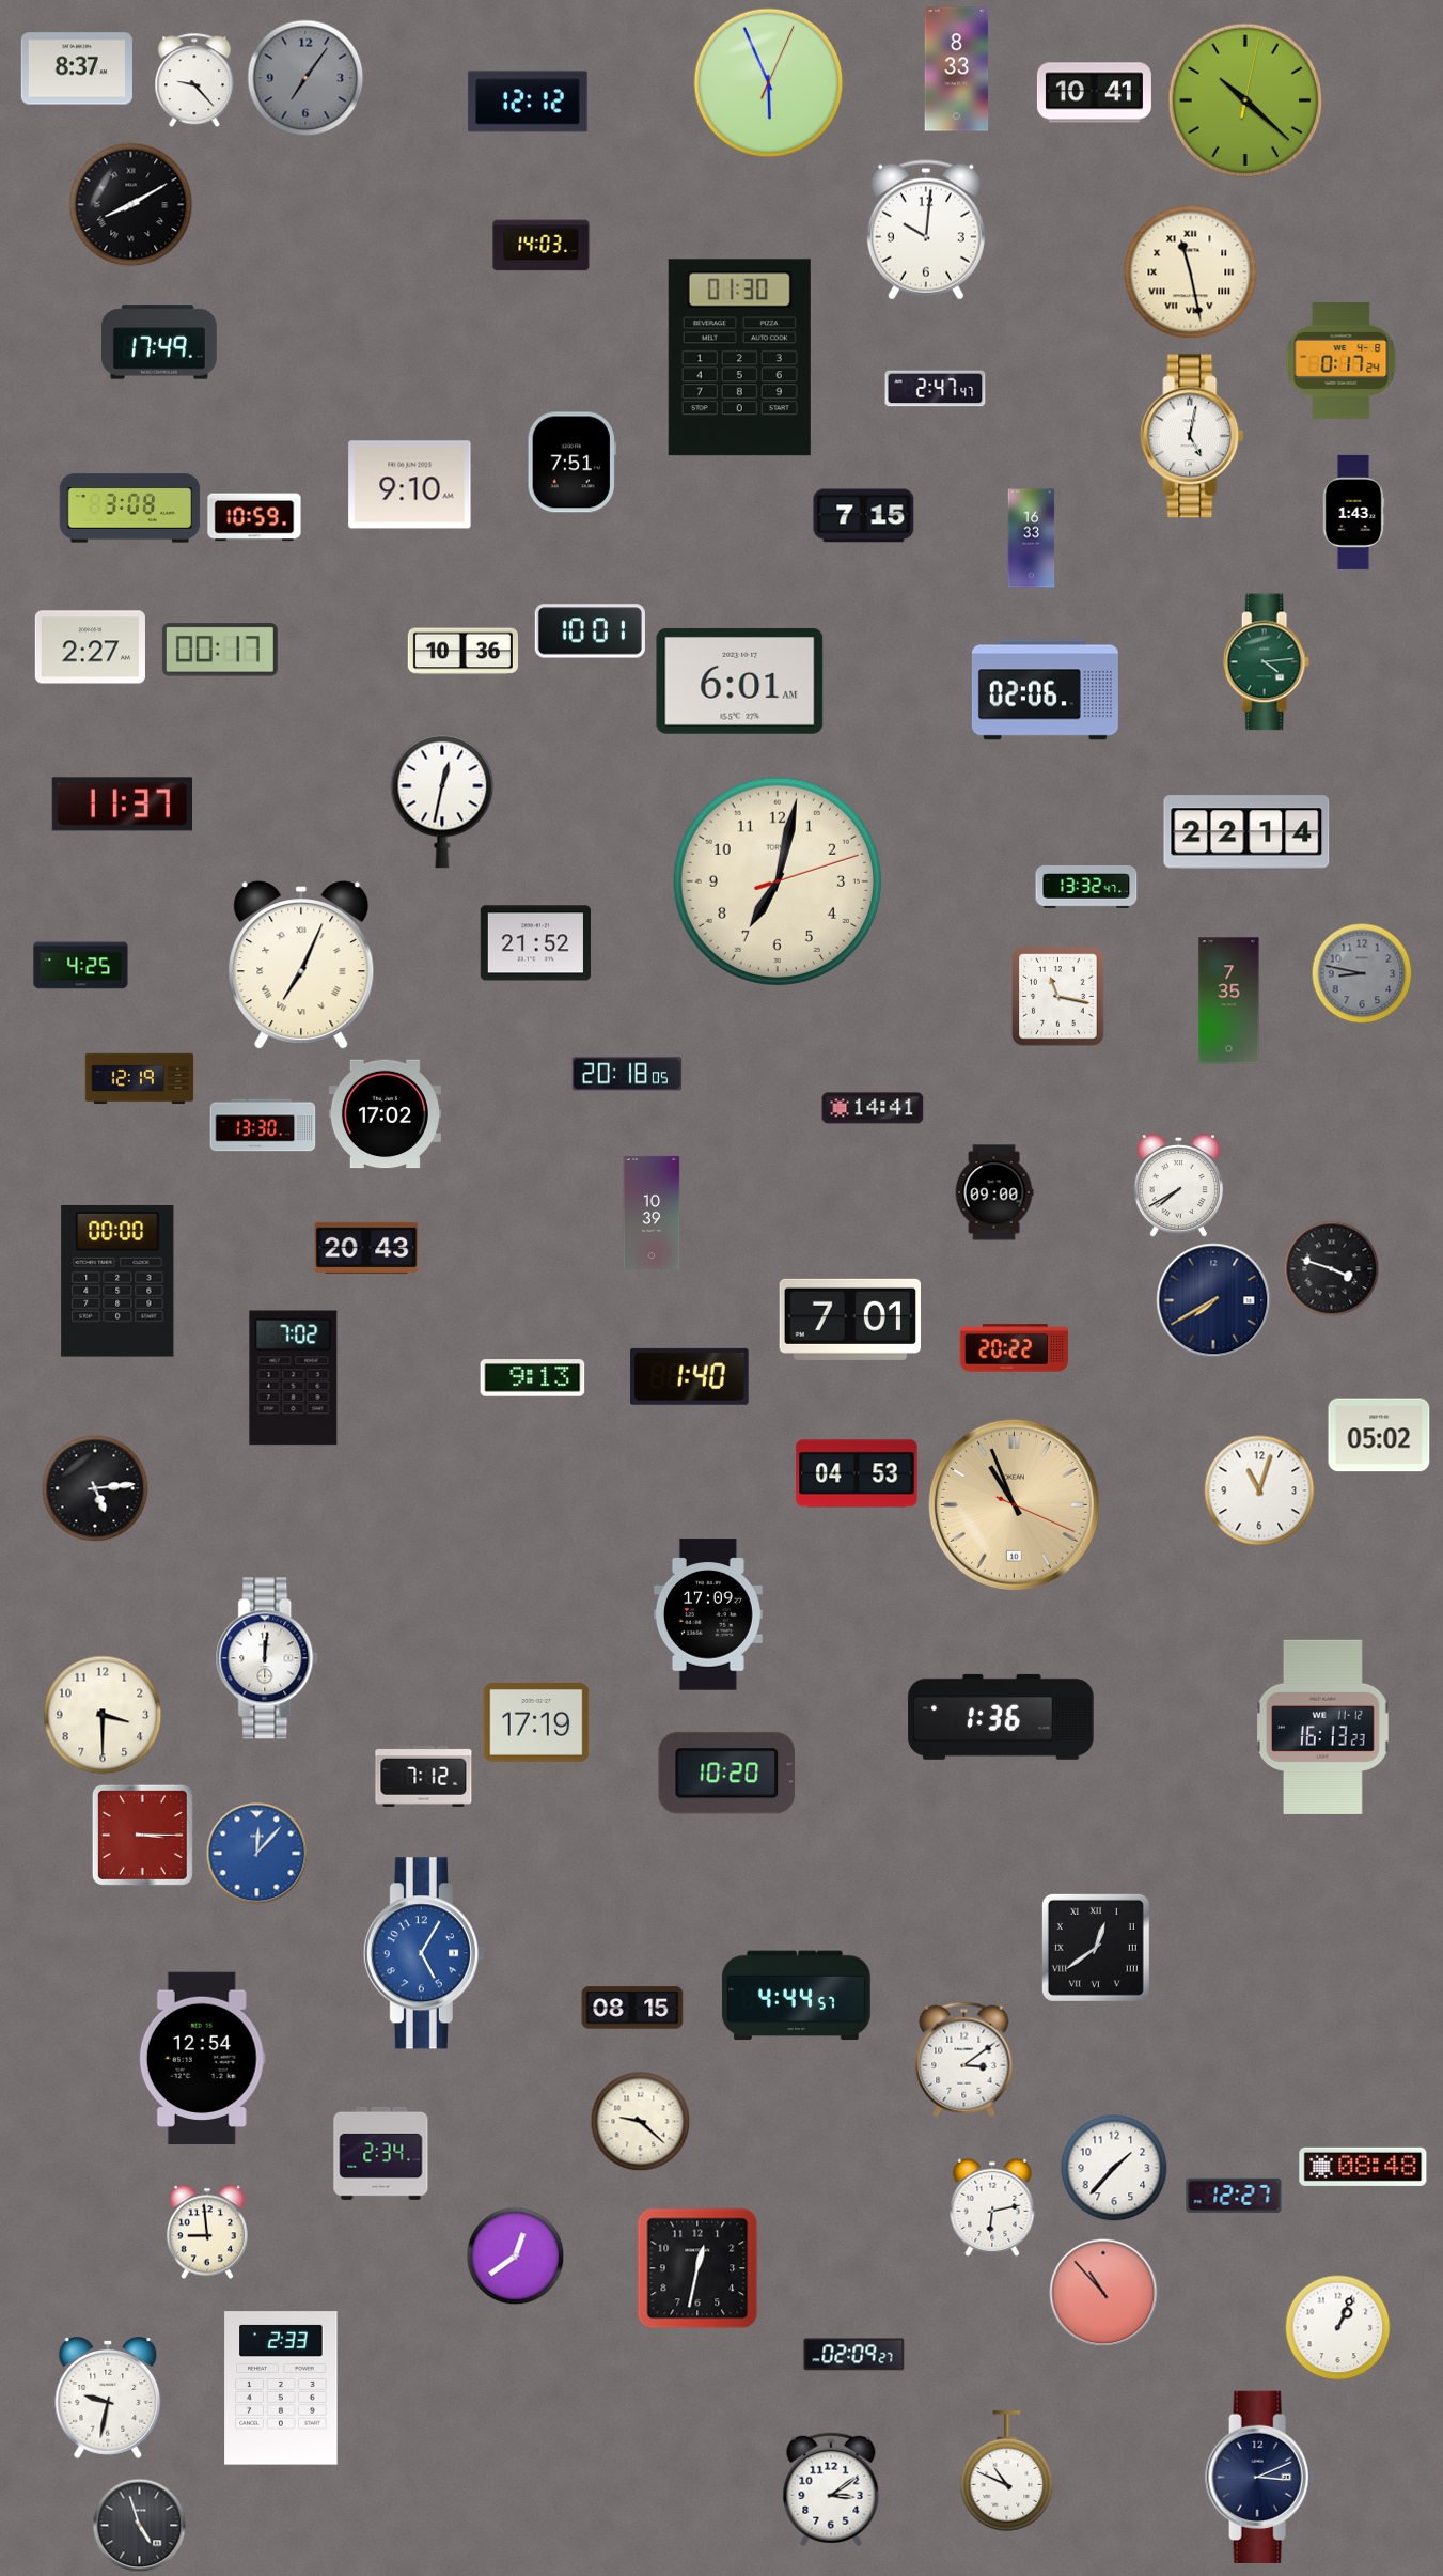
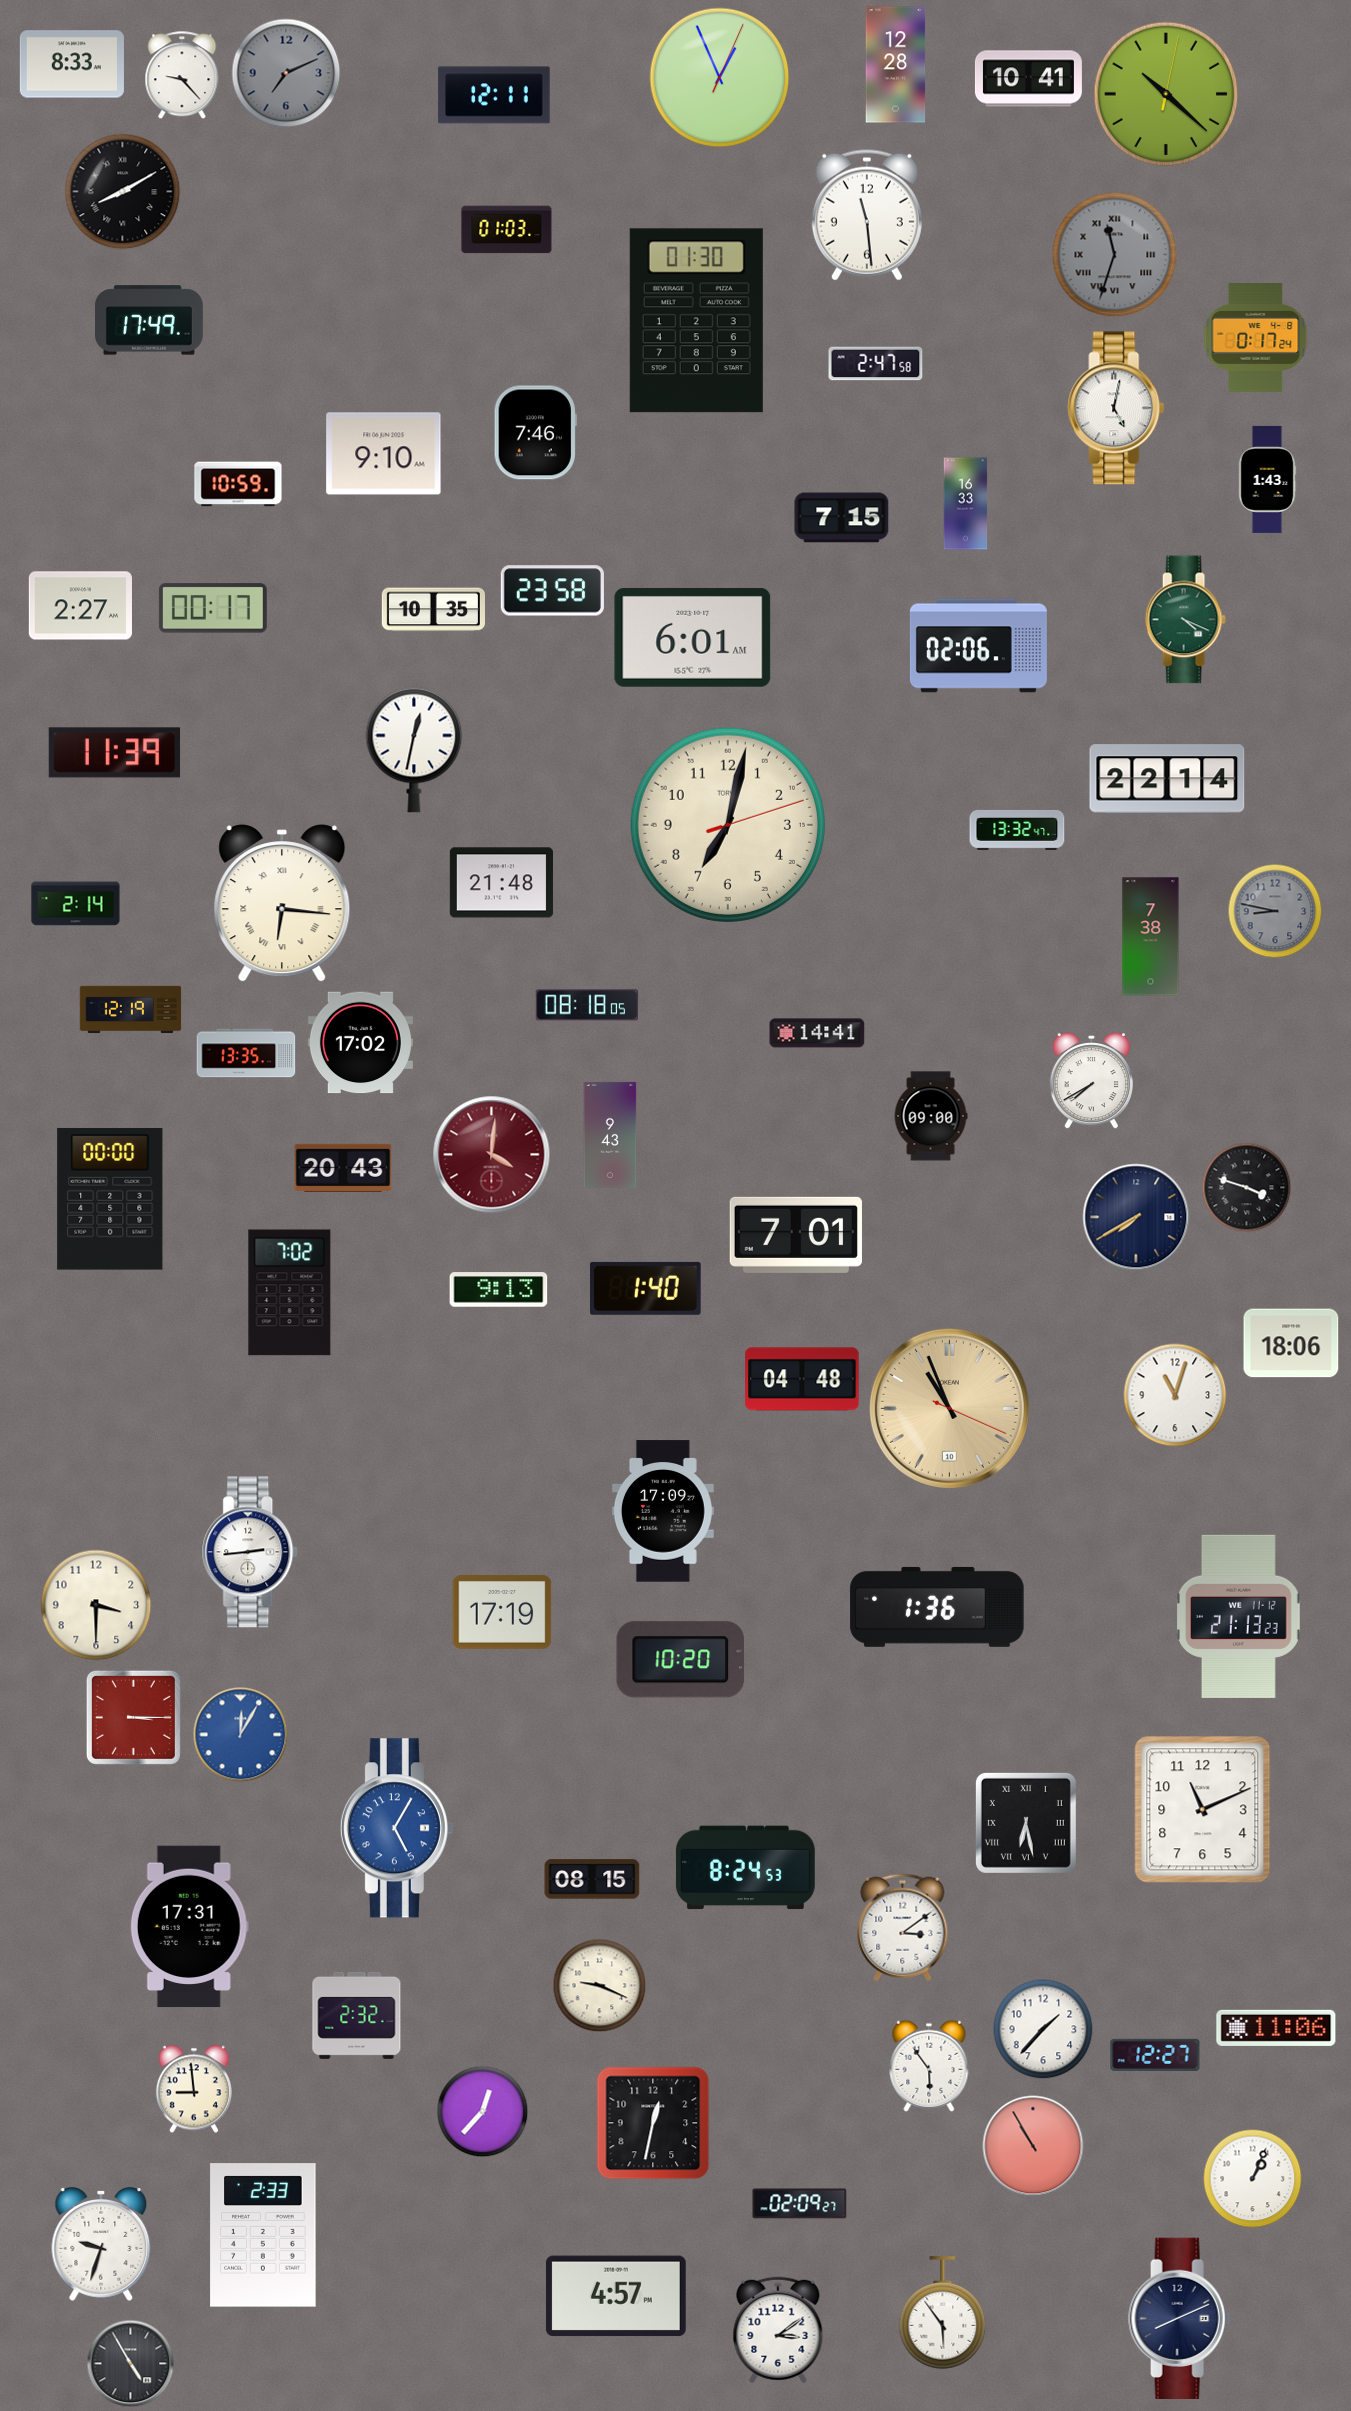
clock at (77, 68): 8:37 -> 8:33
clock at (957, 69): 8:33 -> 12:28
clock at (305, 78): 7:06 -> 7:11
clock at (769, 83): 5:56 -> 12:56
clock at (1094, 93) position: (1094, 93) -> (1028, 79)
clock at (528, 102): 12:12 -> 12:11
clock at (926, 230): 10:01 -> 11:29
clock at (542, 246): 14:03 -> 01:03
clock at (1191, 272): 11:28 -> 11:33
clock at (1191, 272) dial: cream -> grey
clock at (739, 358) position: (739, 358) -> (696, 321)
clock at (936, 389): 2:47:47 -> 2:47:58
clock at (571, 463): 7:51 -> 7:46
clock at (130, 509): 3:08 -> none
clock at (864, 516) position: (864, 516) -> (842, 518)
clock at (590, 631): 10:01 -> 23:58
clock at (90, 647) position: (90, 647) -> (80, 606)
clock at (220, 650) position: (220, 650) -> (213, 608)
clock at (462, 652): 10:36 -> 10:35
clock at (1266, 662): 4:14 -> 4:19
clock at (123, 805): 11:37 -> 11:39
clock at (535, 943): 21:52 -> 21:48
clock at (301, 965): 7:04 -> 6:16
clock at (81, 966): 4:25 -> 2:14
clock at (1058, 997): 11:17 -> none
clock at (1229, 1001): 7:35 -> 7:38
clock at (627, 1074): 20:18 -> 08:18
clock at (873, 1108) position: (873, 1108) -> (817, 1033)
clock at (263, 1125): 13:30 -> 13:35
clock at (1178, 1186) position: (1178, 1186) -> (1091, 1081)
clock at (652, 1213): 10:39 -> 9:43
clock at (492, 1155): none -> 4:01
clock at (1015, 1348): 20:22 -> none
clock at (294, 1378) position: (294, 1378) -> (290, 1293)
clock at (1379, 1435): 05:02 -> 18:06
clock at (857, 1473): 04:53 -> 04:48
clock at (95, 1488): 5:14 -> none
clock at (1259, 1490) position: (1259, 1490) -> (1175, 1395)
clock at (268, 1658): 12:01 -> 2:44
clock at (1323, 1727): 16:13 -> 21:13
clock at (424, 1776): 7:12 -> none
clock at (257, 1854): 12:07 -> 12:05
clock at (1203, 1810): none -> 11:11
clock at (1096, 1948): 12:39 -> 6:28
clock at (796, 1996): 4:44 -> 8:24
clock at (202, 2059): 12:54 -> 17:31
clock at (641, 2122): 9:22 -> 9:19
clock at (381, 2153): 2:34 -> 2:32
clock at (1363, 2167): 08:48 -> 11:06
clock at (992, 2207): 6:13 -> 5:54
clock at (516, 2257): 12:39 -> 12:37
clock at (1103, 2293): 10:53 -> 10:55
clock at (108, 2399): 9:32 -> 9:33
clock at (616, 2296): none -> 4:57
clock at (1007, 2471): 10:49 -> 5:54
clock at (1260, 2477): 3:11 -> 8:11
clock at (140, 2526): 4:57 -> 4:55
